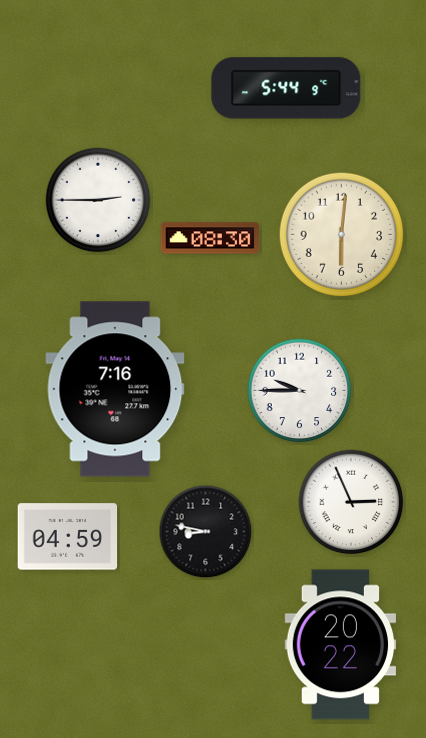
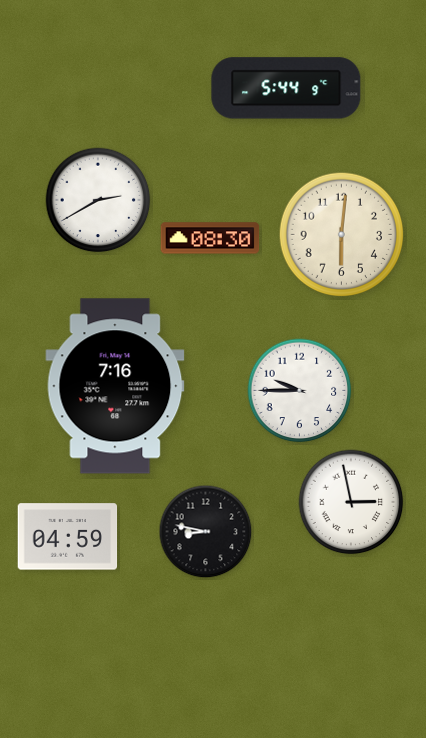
clock at (98, 200): 2:45 -> 2:40
clock at (115, 389) position: (115, 389) -> (115, 386)
clock at (351, 502): 2:56 -> 2:58
clock at (341, 645): 20:22 -> none
